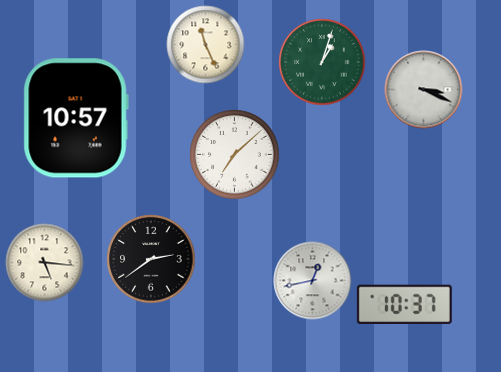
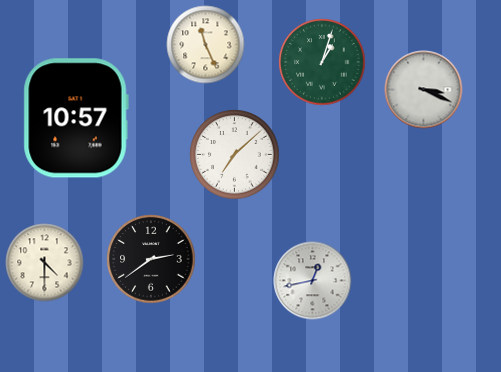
clock at (44, 262): 5:16 -> 4:30
clock at (404, 304): 10:37 -> none
